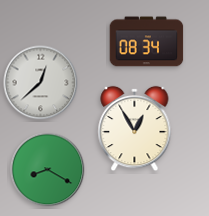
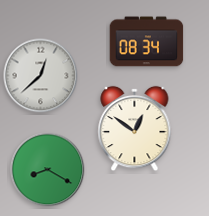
clock at (41, 83) position: (41, 83) -> (41, 76)
clock at (135, 129): 12:55 -> 12:51
